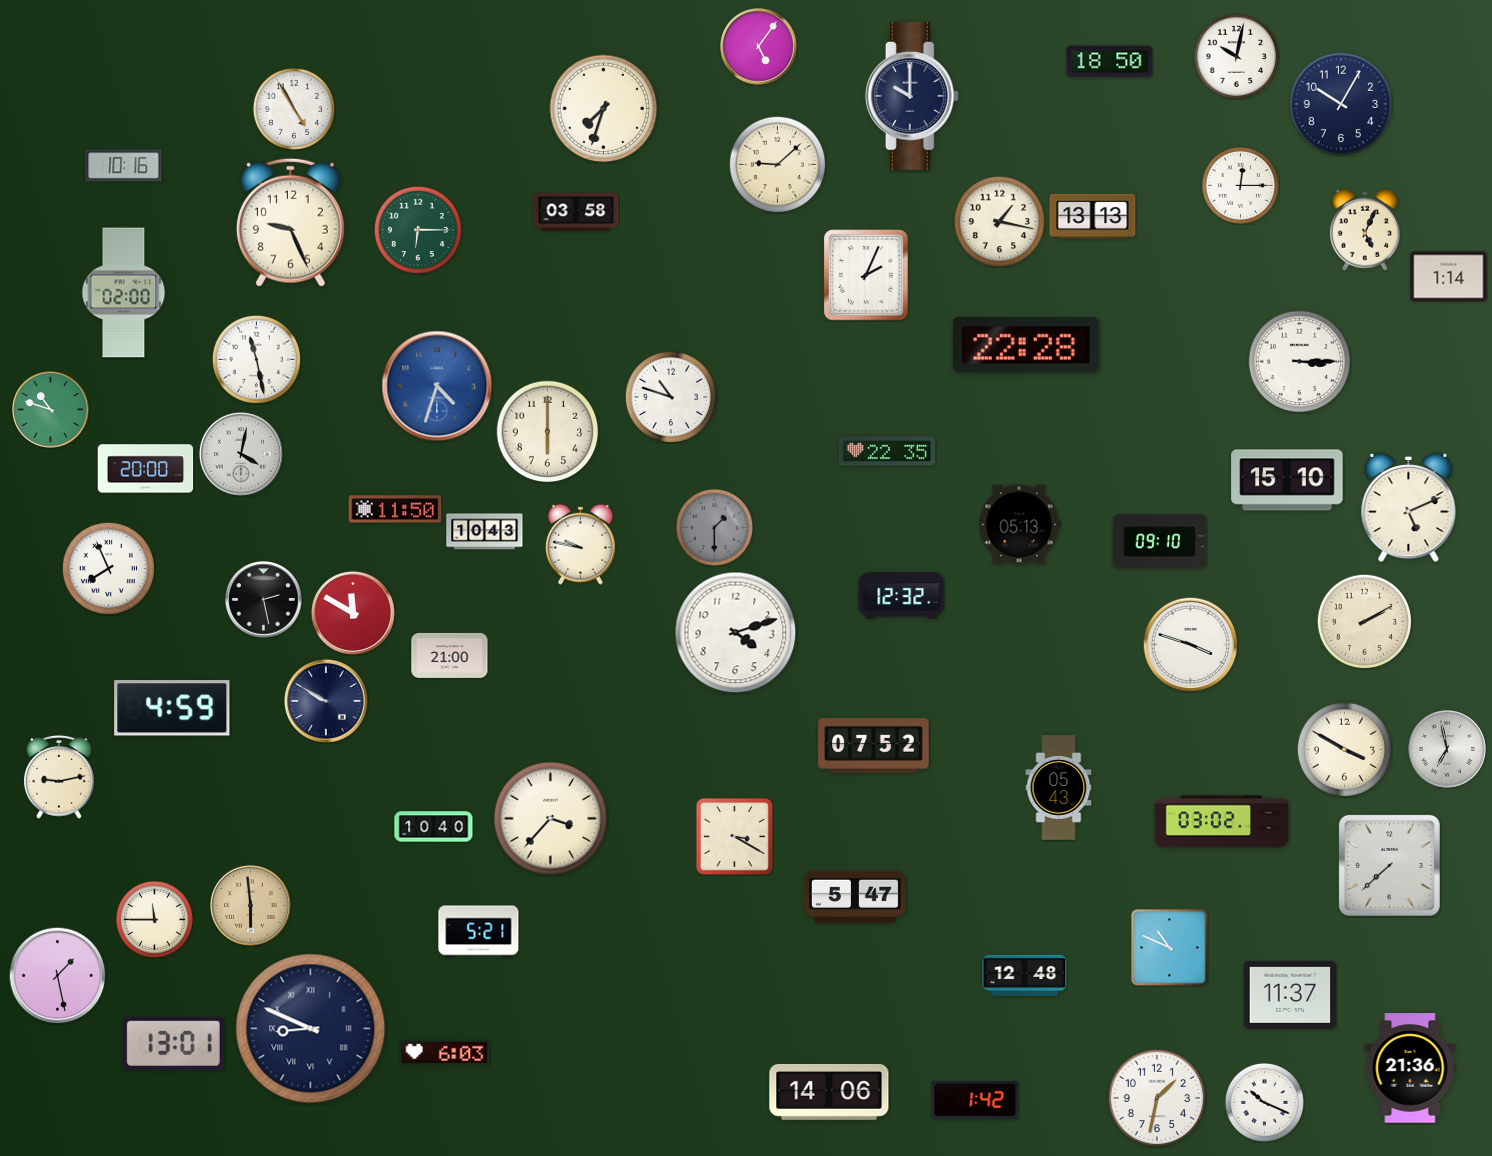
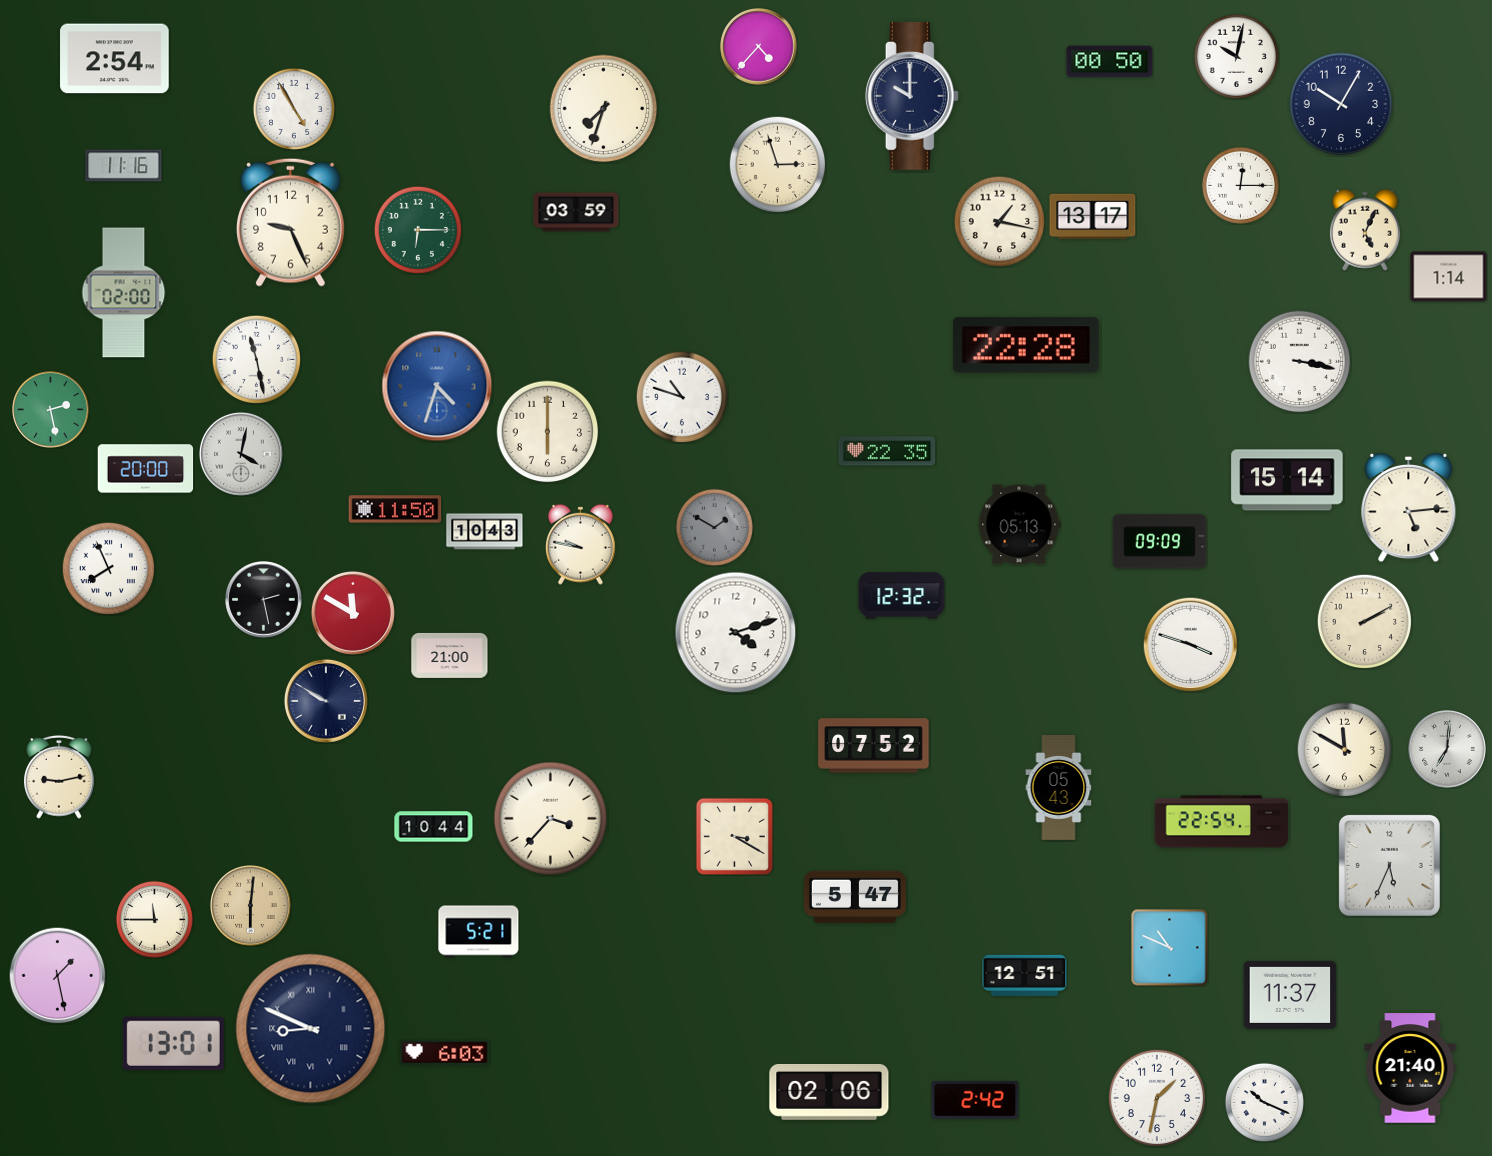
clock at (759, 47): 5:06 -> 4:37
clock at (115, 59): none -> 2:54
clock at (1110, 62): 18:50 -> 00:50
clock at (777, 164): 9:08 -> 2:57
clock at (124, 166): 10:16 -> 11:16
clock at (576, 212): 03:58 -> 03:59
clock at (1093, 216): 13:13 -> 13:17
clock at (866, 275): 2:04 -> none
clock at (1300, 362): 3:15 -> 3:17
clock at (670, 396) position: (670, 396) -> (681, 396)
clock at (51, 410): 10:48 -> 2:28
clock at (1287, 480): 15:10 -> 15:14
clock at (1409, 508): 5:11 -> 5:14
clock at (714, 527): 1:30 -> 1:50
clock at (1160, 542): 09:10 -> 09:09
clock at (172, 708): 4:59 -> none
clock at (1344, 749): 3:50 -> 11:50
clock at (1447, 749): 6:58 -> 7:01
clock at (1222, 822): 03:02 -> 22:54
clock at (434, 827): 10:40 -> 10:44
clock at (1389, 865): 7:38 -> 5:34
clock at (251, 906): 5:59 -> 6:01
clock at (1025, 975): 12:48 -> 12:51
clock at (1410, 1068): 21:36 -> 21:40
clock at (829, 1092): 14:06 -> 02:06
clock at (975, 1100): 1:42 -> 2:42
